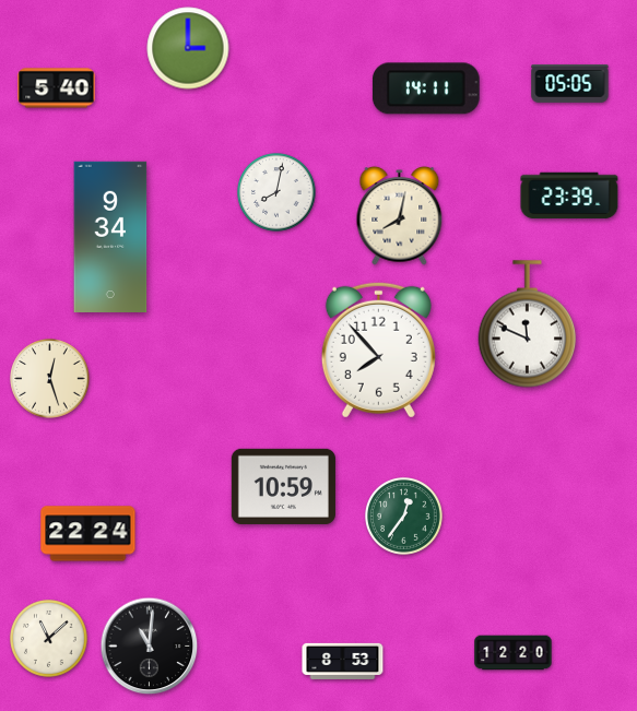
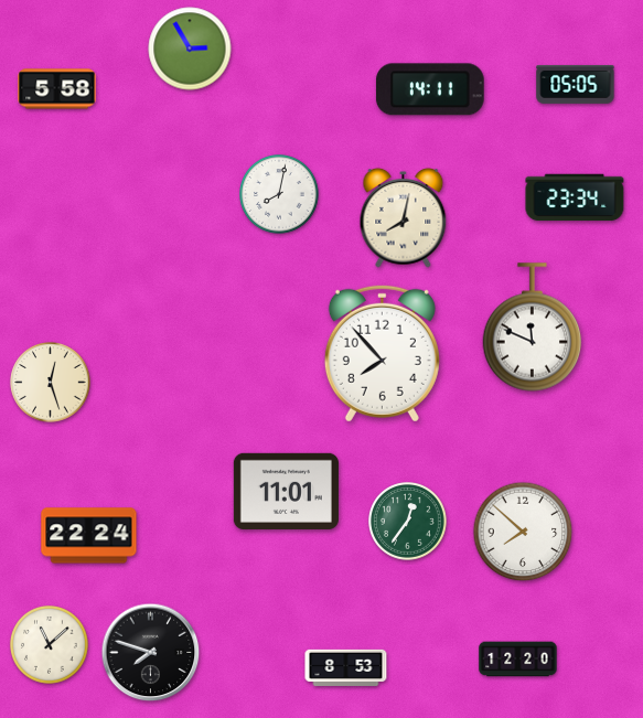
clock at (188, 48): 3:00 -> 2:55
clock at (57, 88): 5:40 -> 5:58
clock at (569, 195): 23:39 -> 23:34
clock at (110, 236): 9:34 -> none
clock at (283, 486): 10:59 -> 11:01
clock at (523, 532): none -> 7:52
clock at (89, 534) position: (89, 534) -> (89, 536)
clock at (150, 647): 11:01 -> 7:48
